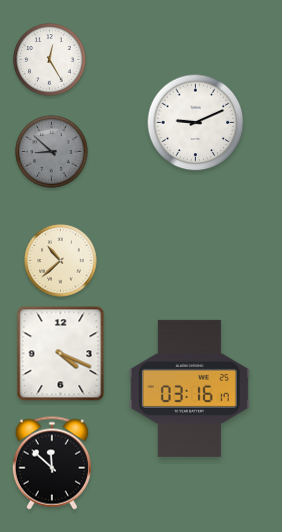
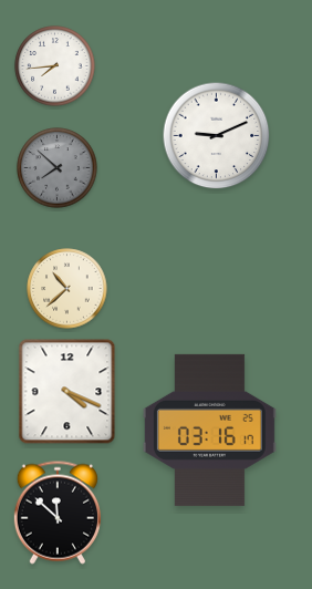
clock at (50, 60): 12:25 -> 7:44
clock at (52, 152): 8:52 -> 7:52
